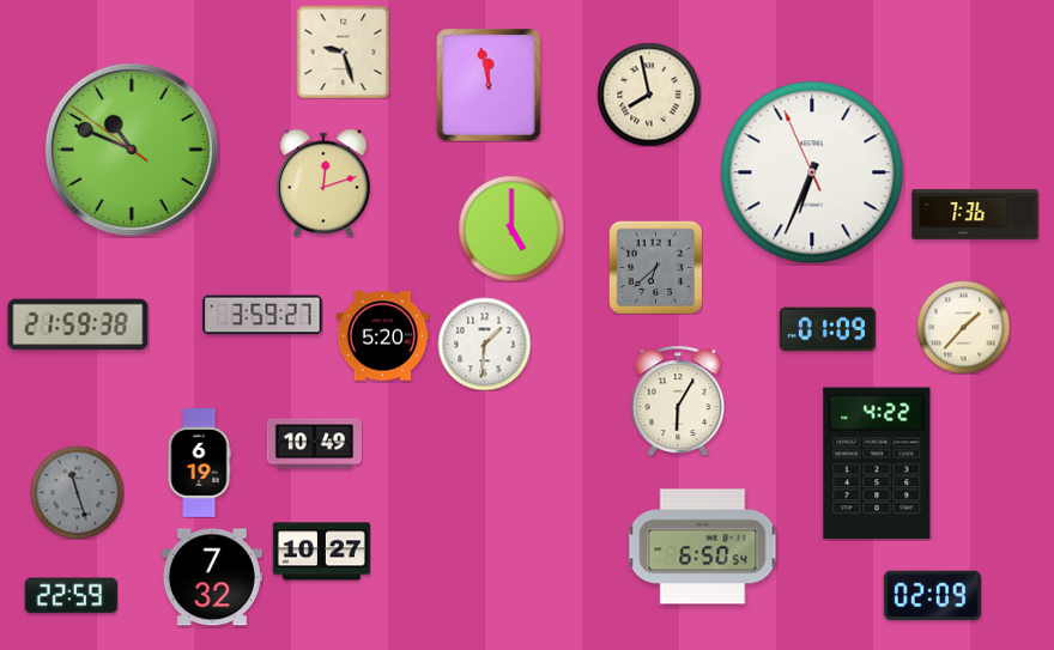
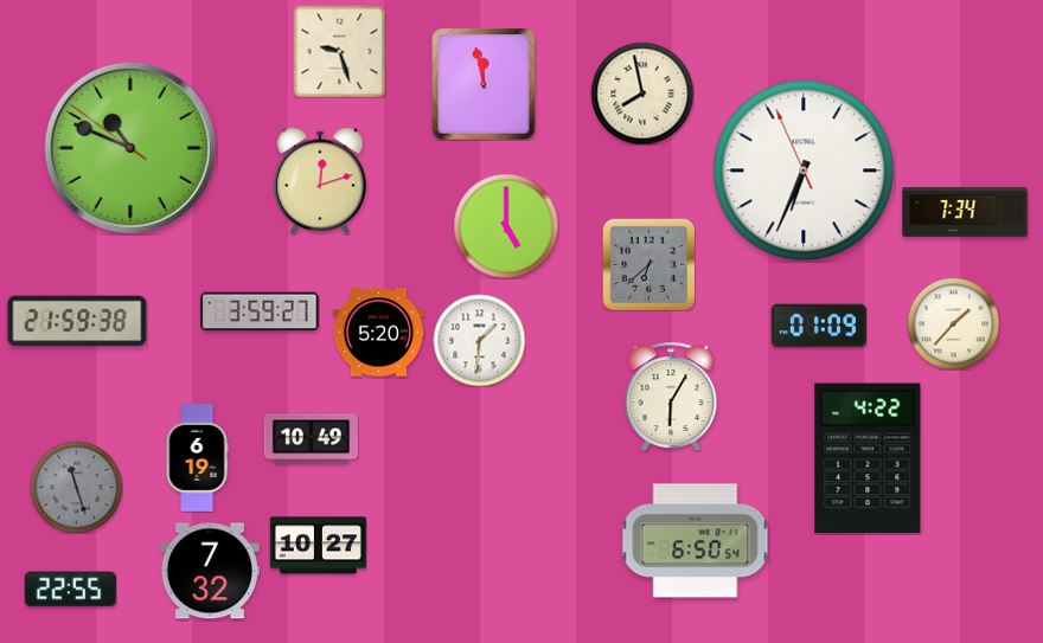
clock at (975, 214): 7:36 -> 7:34
clock at (71, 596): 22:59 -> 22:55
clock at (932, 596): 02:09 -> none
